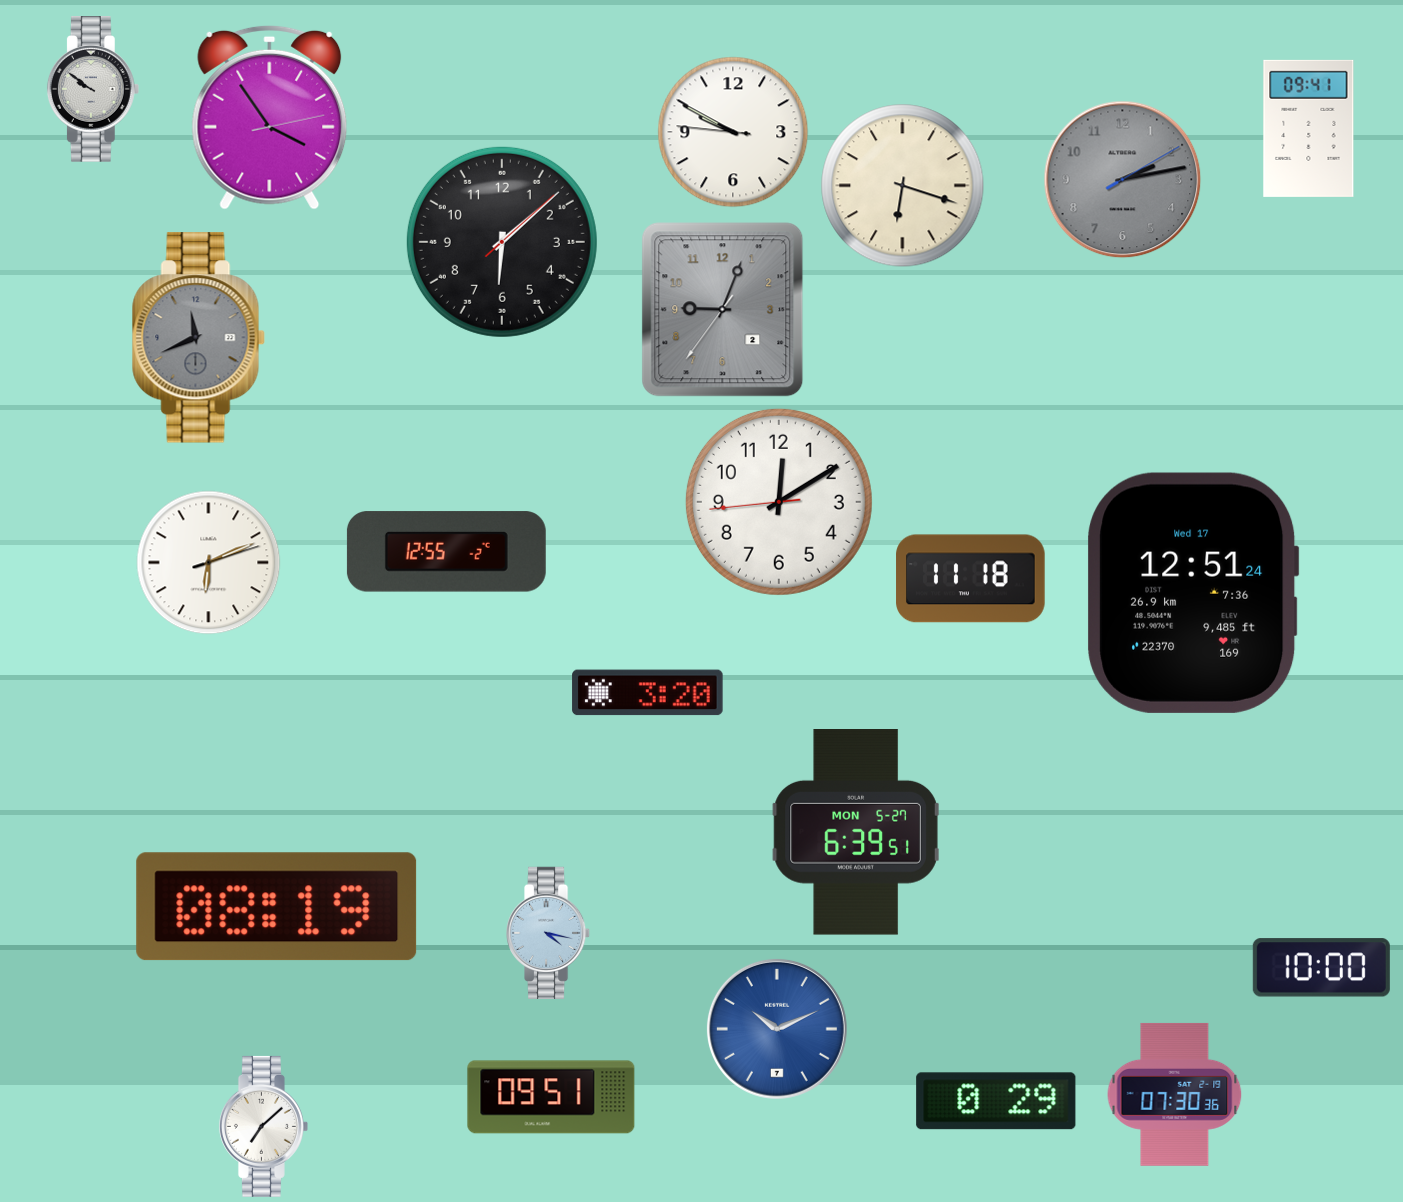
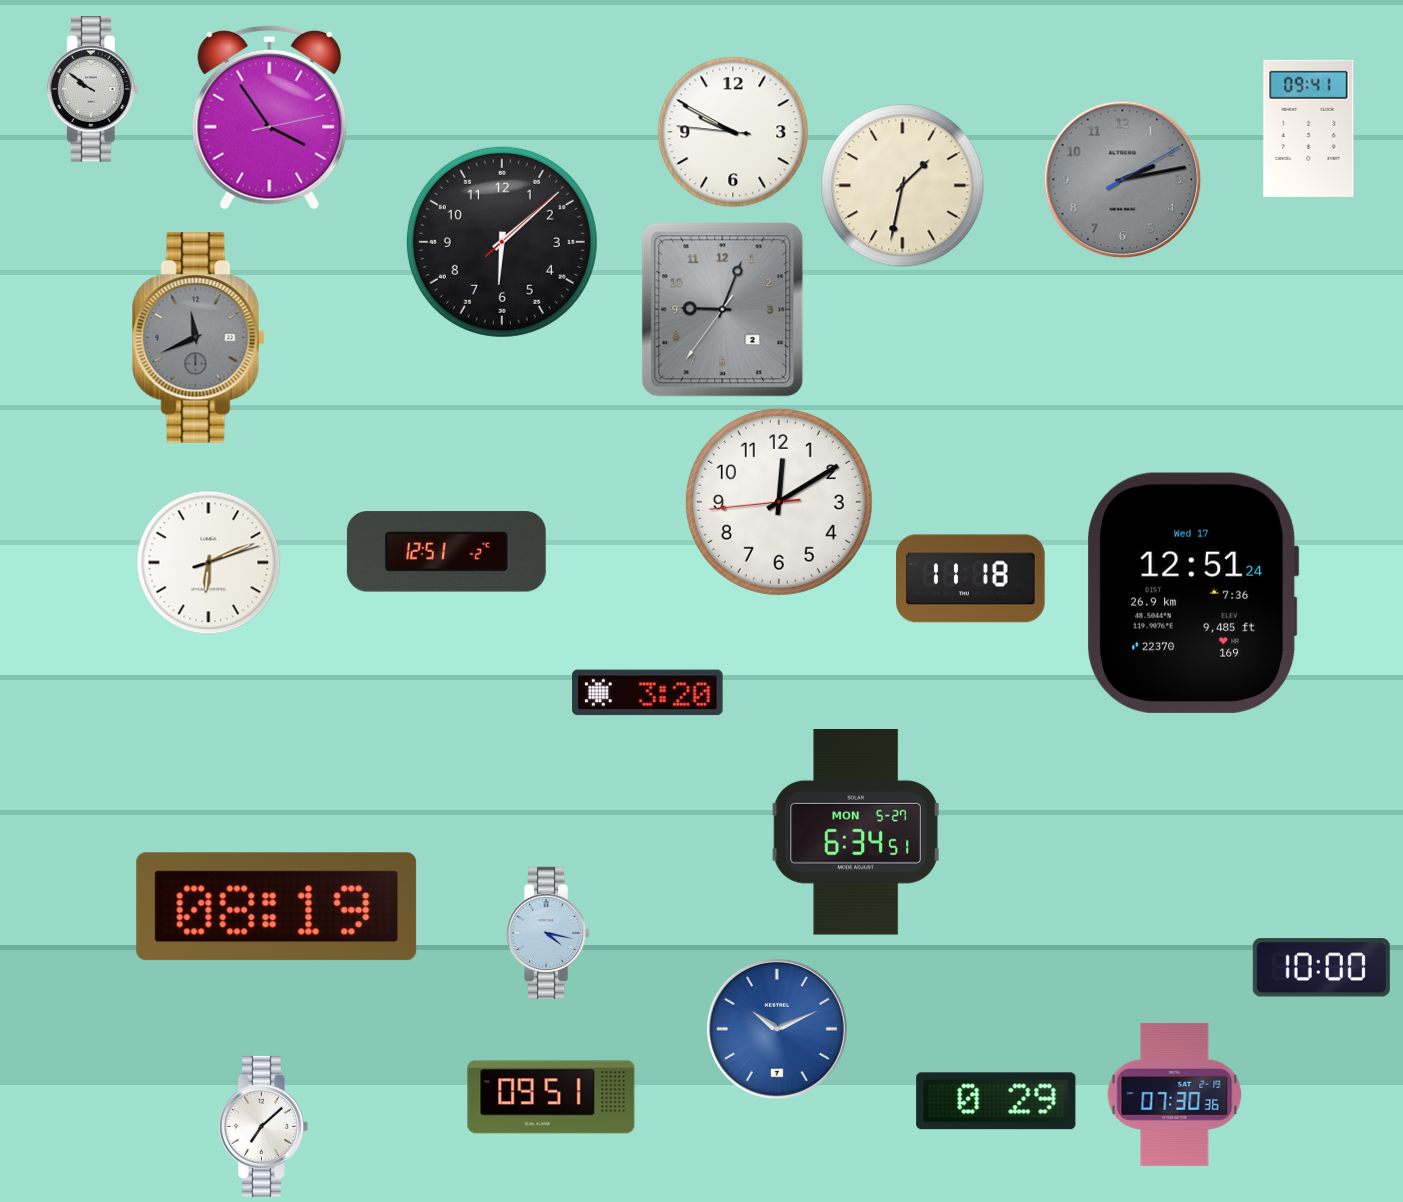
clock at (903, 186): 6:18 -> 1:32
clock at (446, 552): 12:55 -> 12:51
clock at (856, 833): 6:39 -> 6:34
